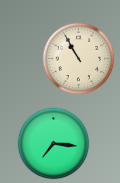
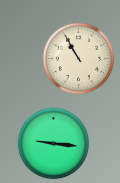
clock at (54, 144): 7:16 -> 9:16
